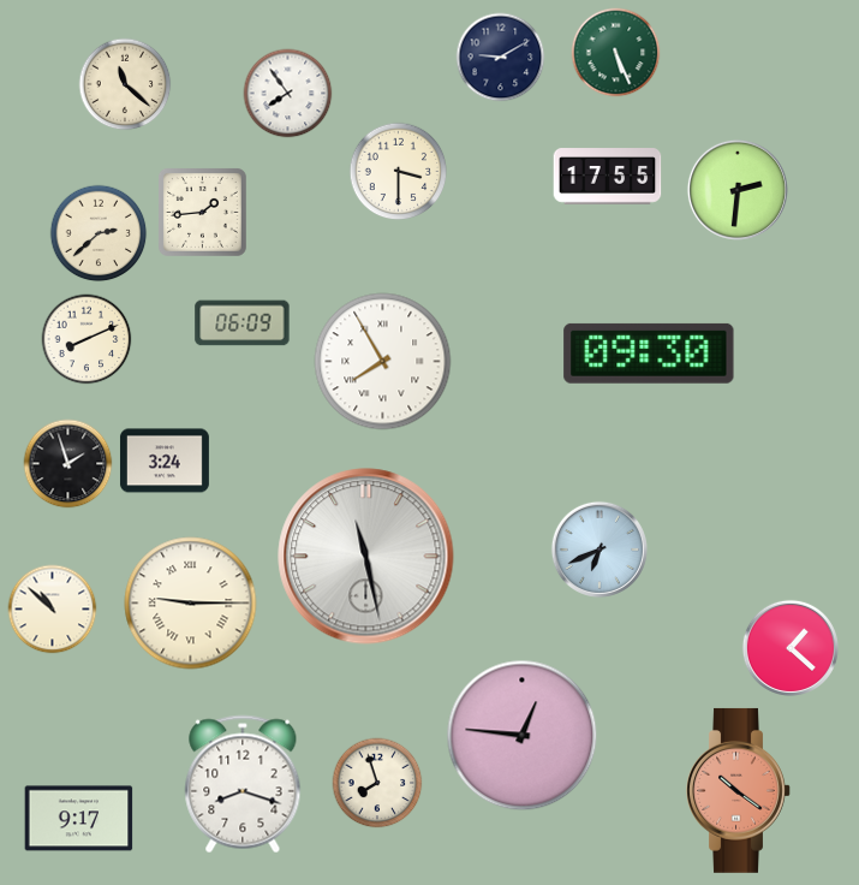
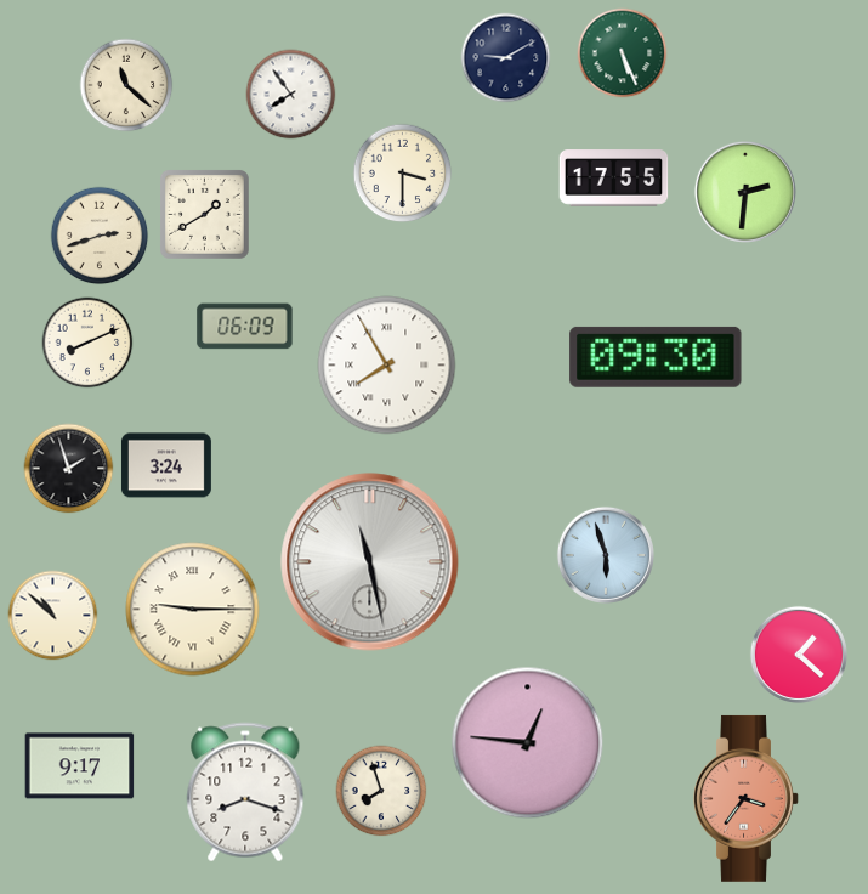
clock at (203, 213): 1:44 -> 1:40
clock at (99, 233): 2:38 -> 2:42
clock at (599, 550): 6:41 -> 5:57
clock at (739, 790): 10:21 -> 3:36
clock at (79, 819) position: (79, 819) -> (80, 766)
